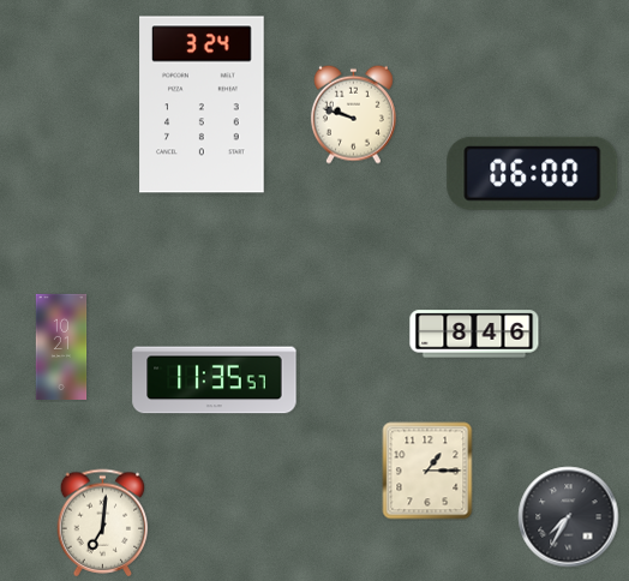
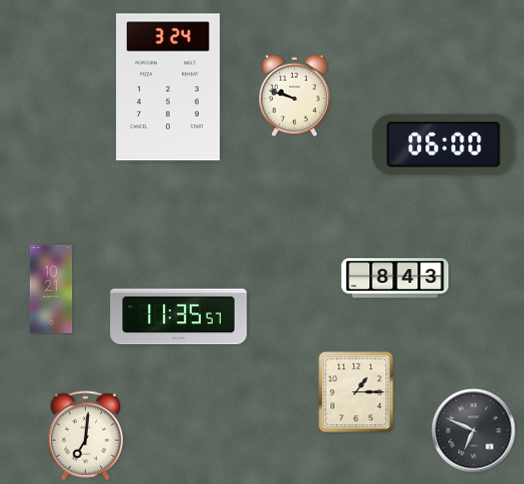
clock at (474, 334): 8:46 -> 8:43
clock at (569, 517): 7:35 -> 6:49
